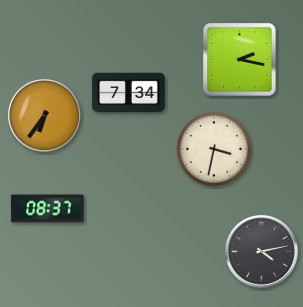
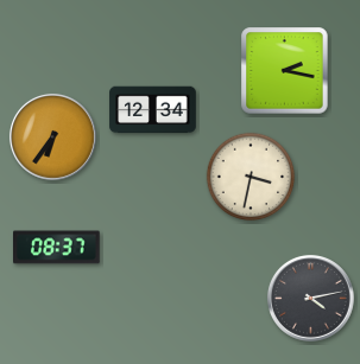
clock at (129, 93): 7:34 -> 12:34
clock at (214, 149) position: (214, 149) -> (251, 177)
